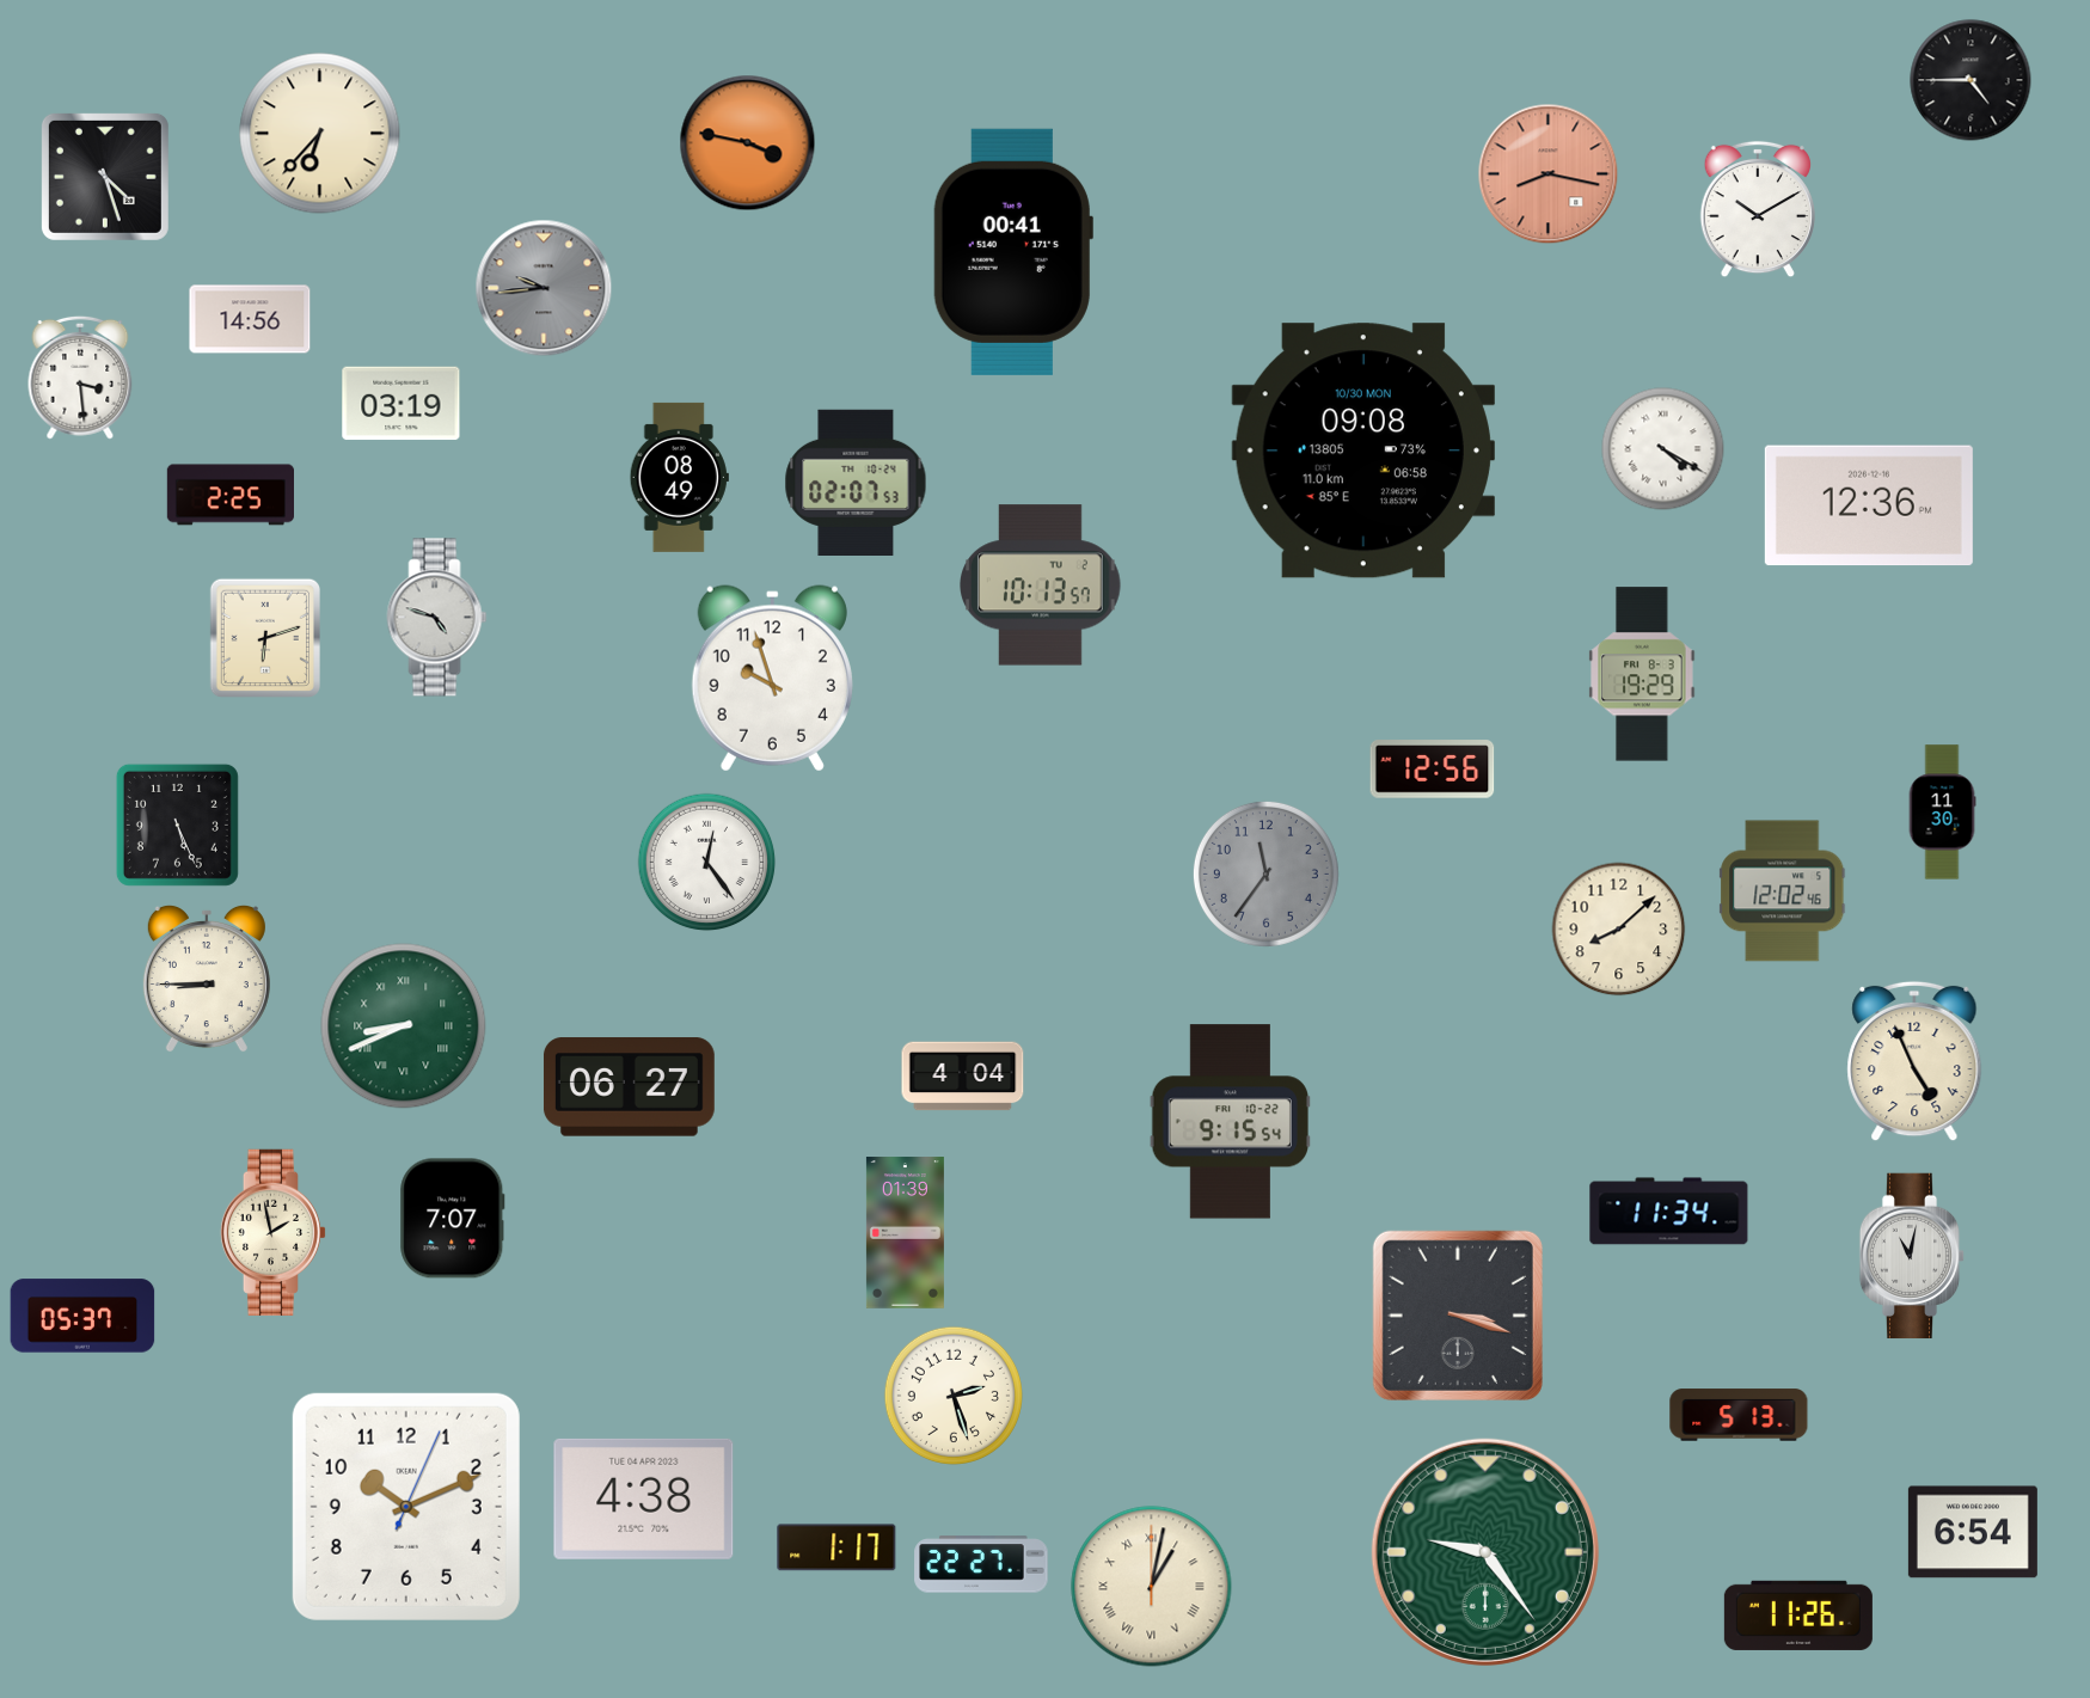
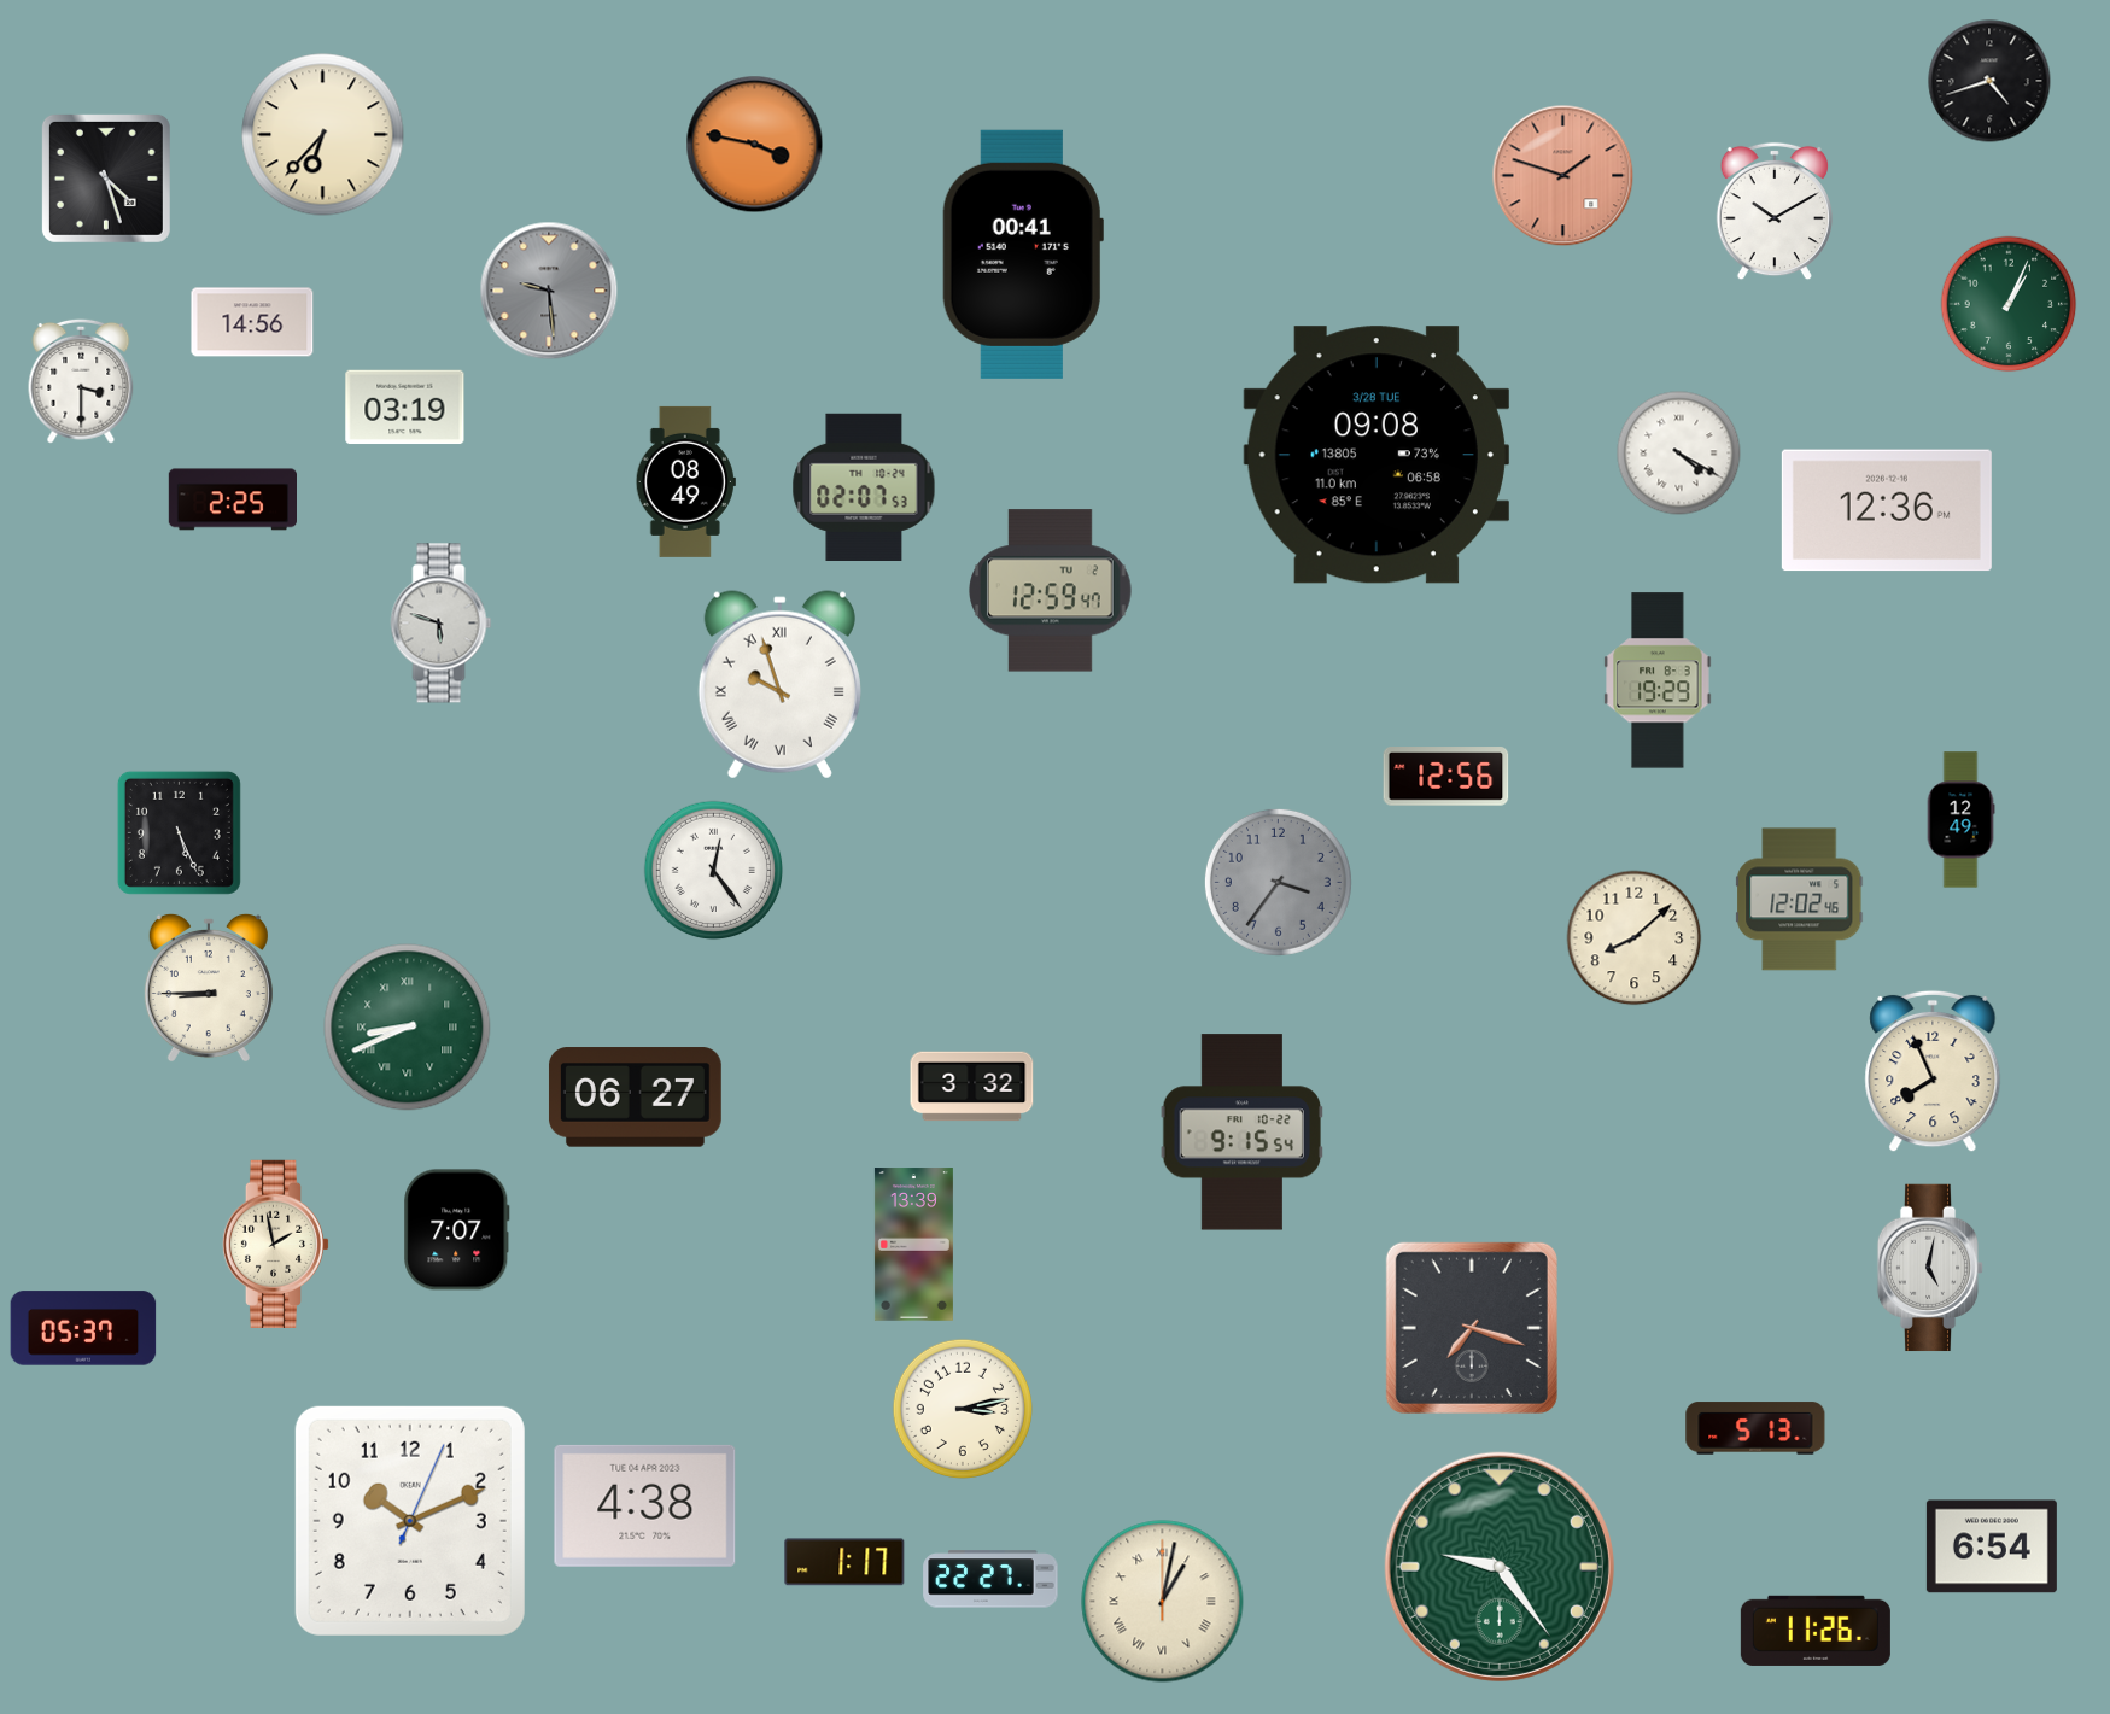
clock at (1971, 80): 4:45 -> 4:42
clock at (1549, 174): 8:17 -> 1:48
clock at (544, 288): 9:44 -> 9:29
clock at (2009, 304): none -> 1:04
clock at (80, 378): 3:29 -> 3:30
clock at (1363, 450) date: 10/30 MON -> 3/28 TUE
clock at (1041, 586): 10:13 -> 12:59
clock at (437, 618): 4:48 -> 5:48
clock at (264, 637): 6:12 -> none
clock at (772, 679) numerals: Arabic -> Roman
clock at (1942, 813): 11:30 -> 12:49
clock at (1265, 873): 11:36 -> 3:36
clock at (404, 1026) position: (404, 1026) -> (408, 1028)
clock at (1914, 1061): 4:56 -> 7:56
clock at (963, 1077): 4:04 -> 3:32
clock at (1669, 1212): 11:34 -> none
clock at (905, 1233): 01:39 -> 13:39
clock at (1912, 1256): 11:02 -> 5:02
clock at (1458, 1316): 3:18 -> 7:18
clock at (952, 1396): 2:27 -> 3:13
clock at (644, 1498) position: (644, 1498) -> (645, 1505)
